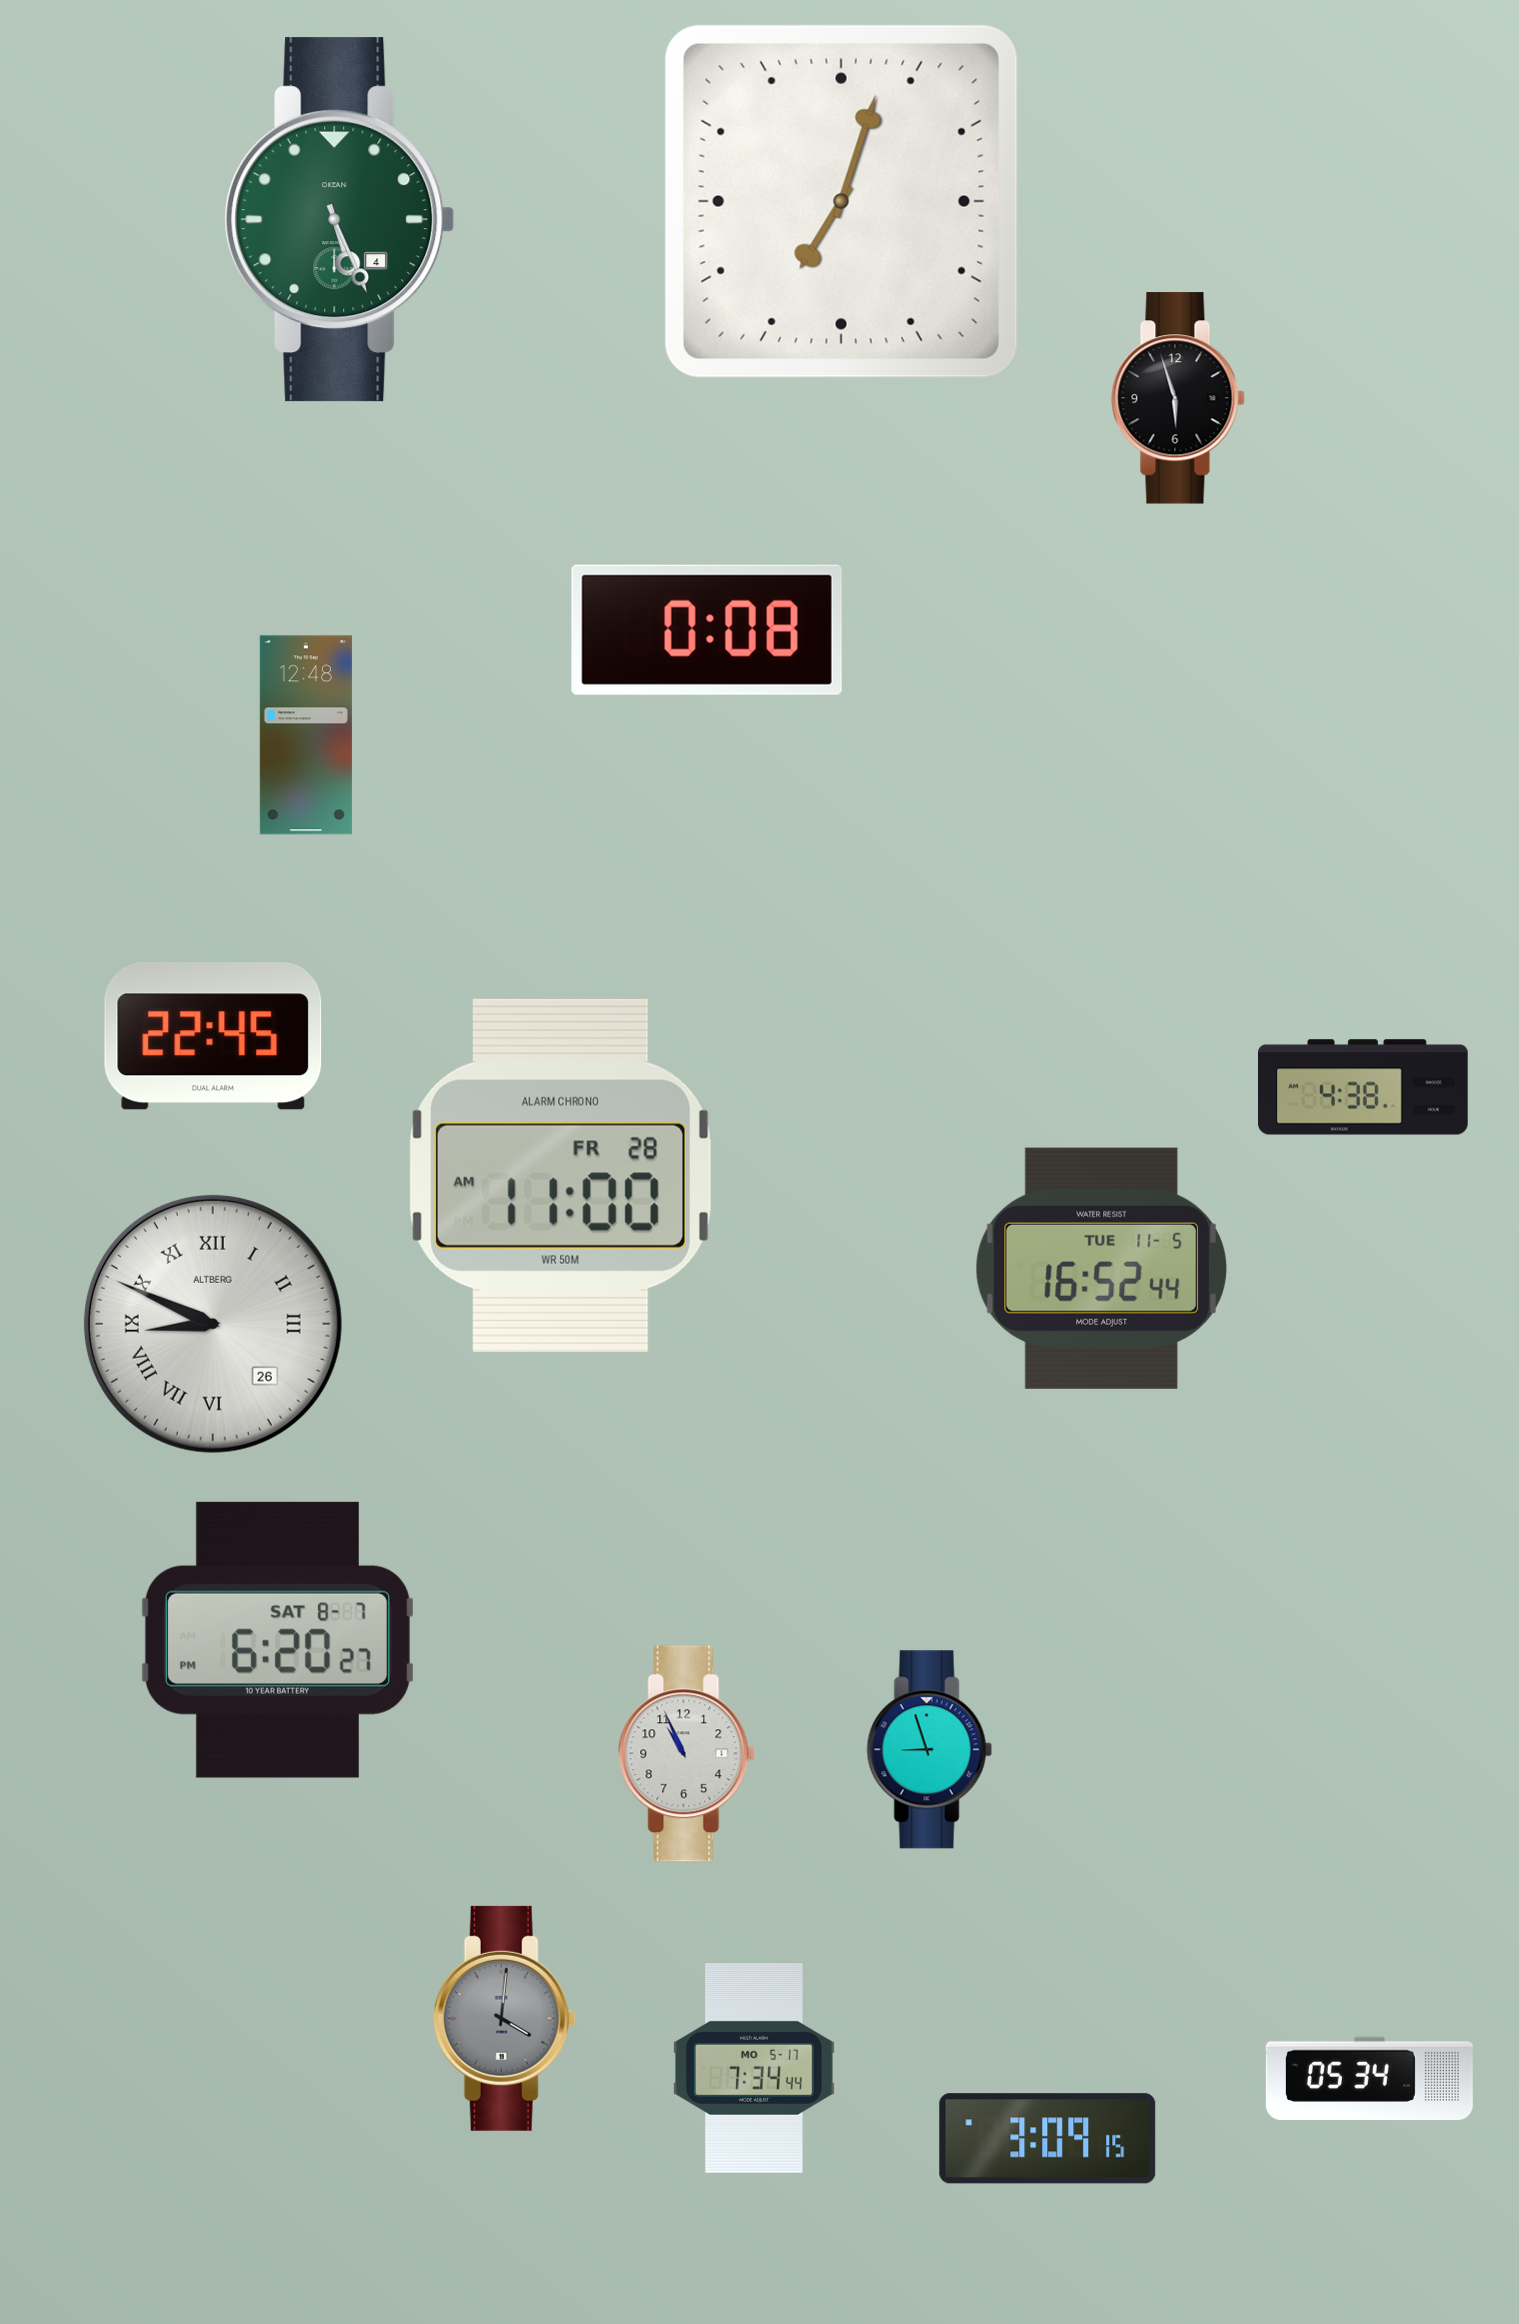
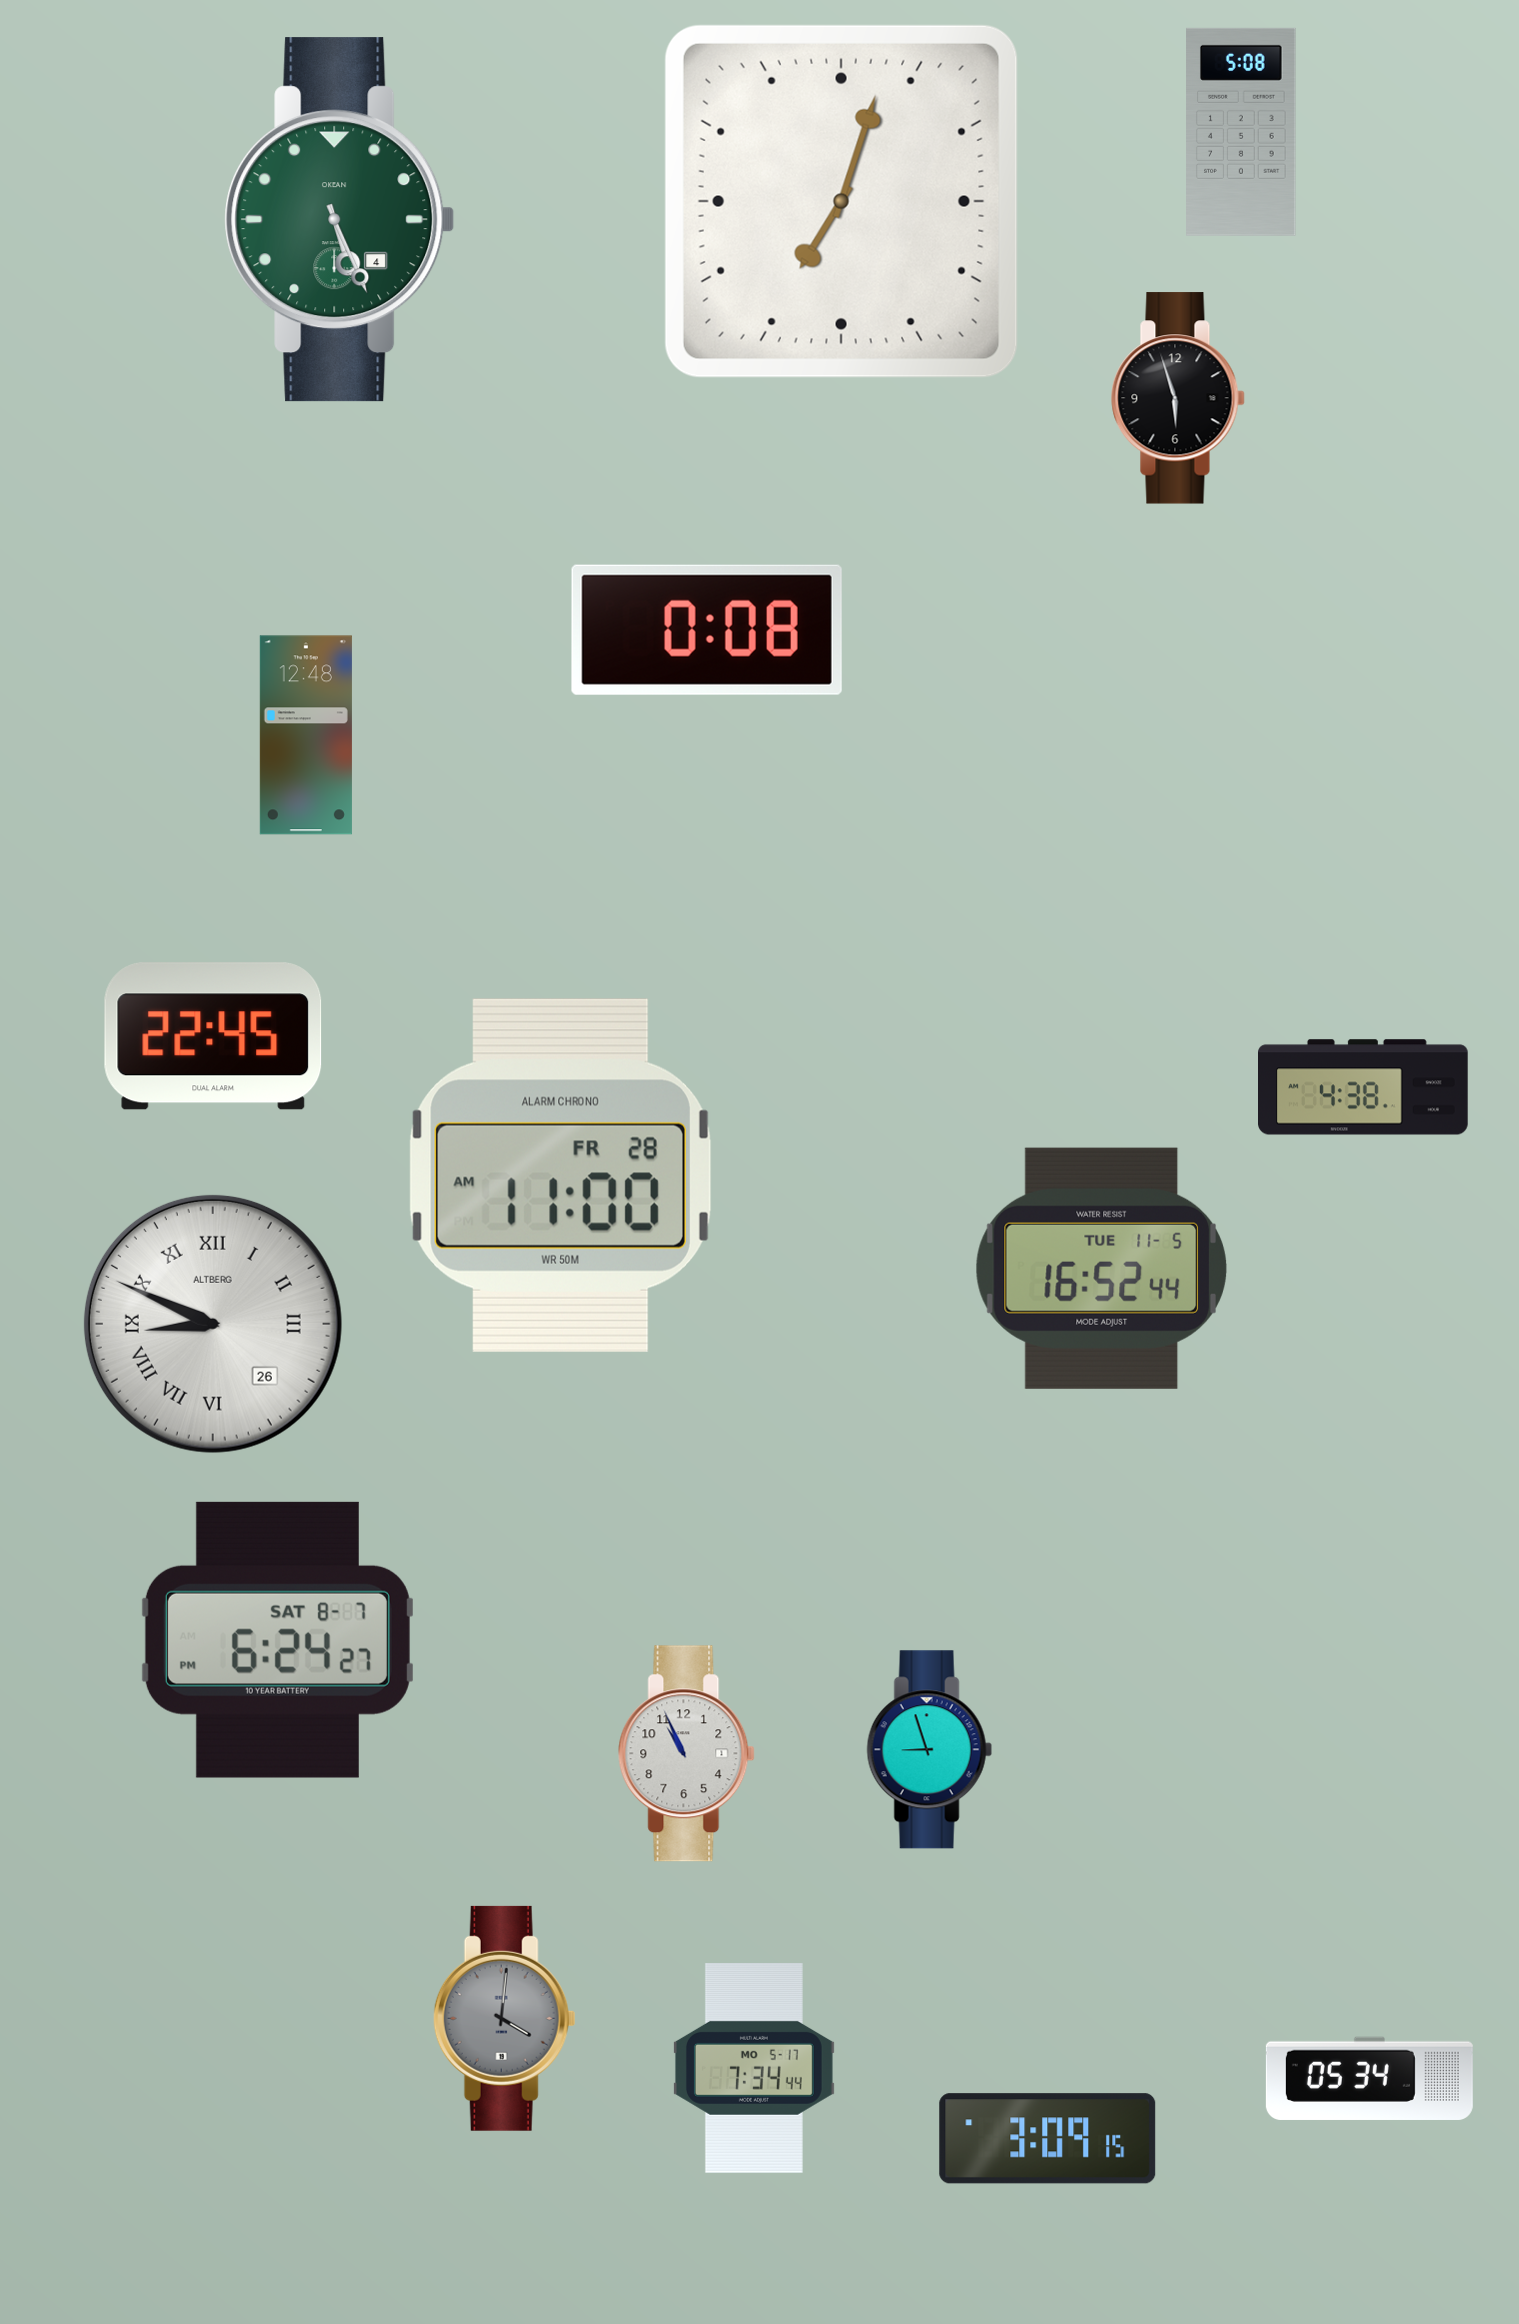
clock at (1241, 132): none -> 5:08
clock at (277, 1640): 6:20 -> 6:24
